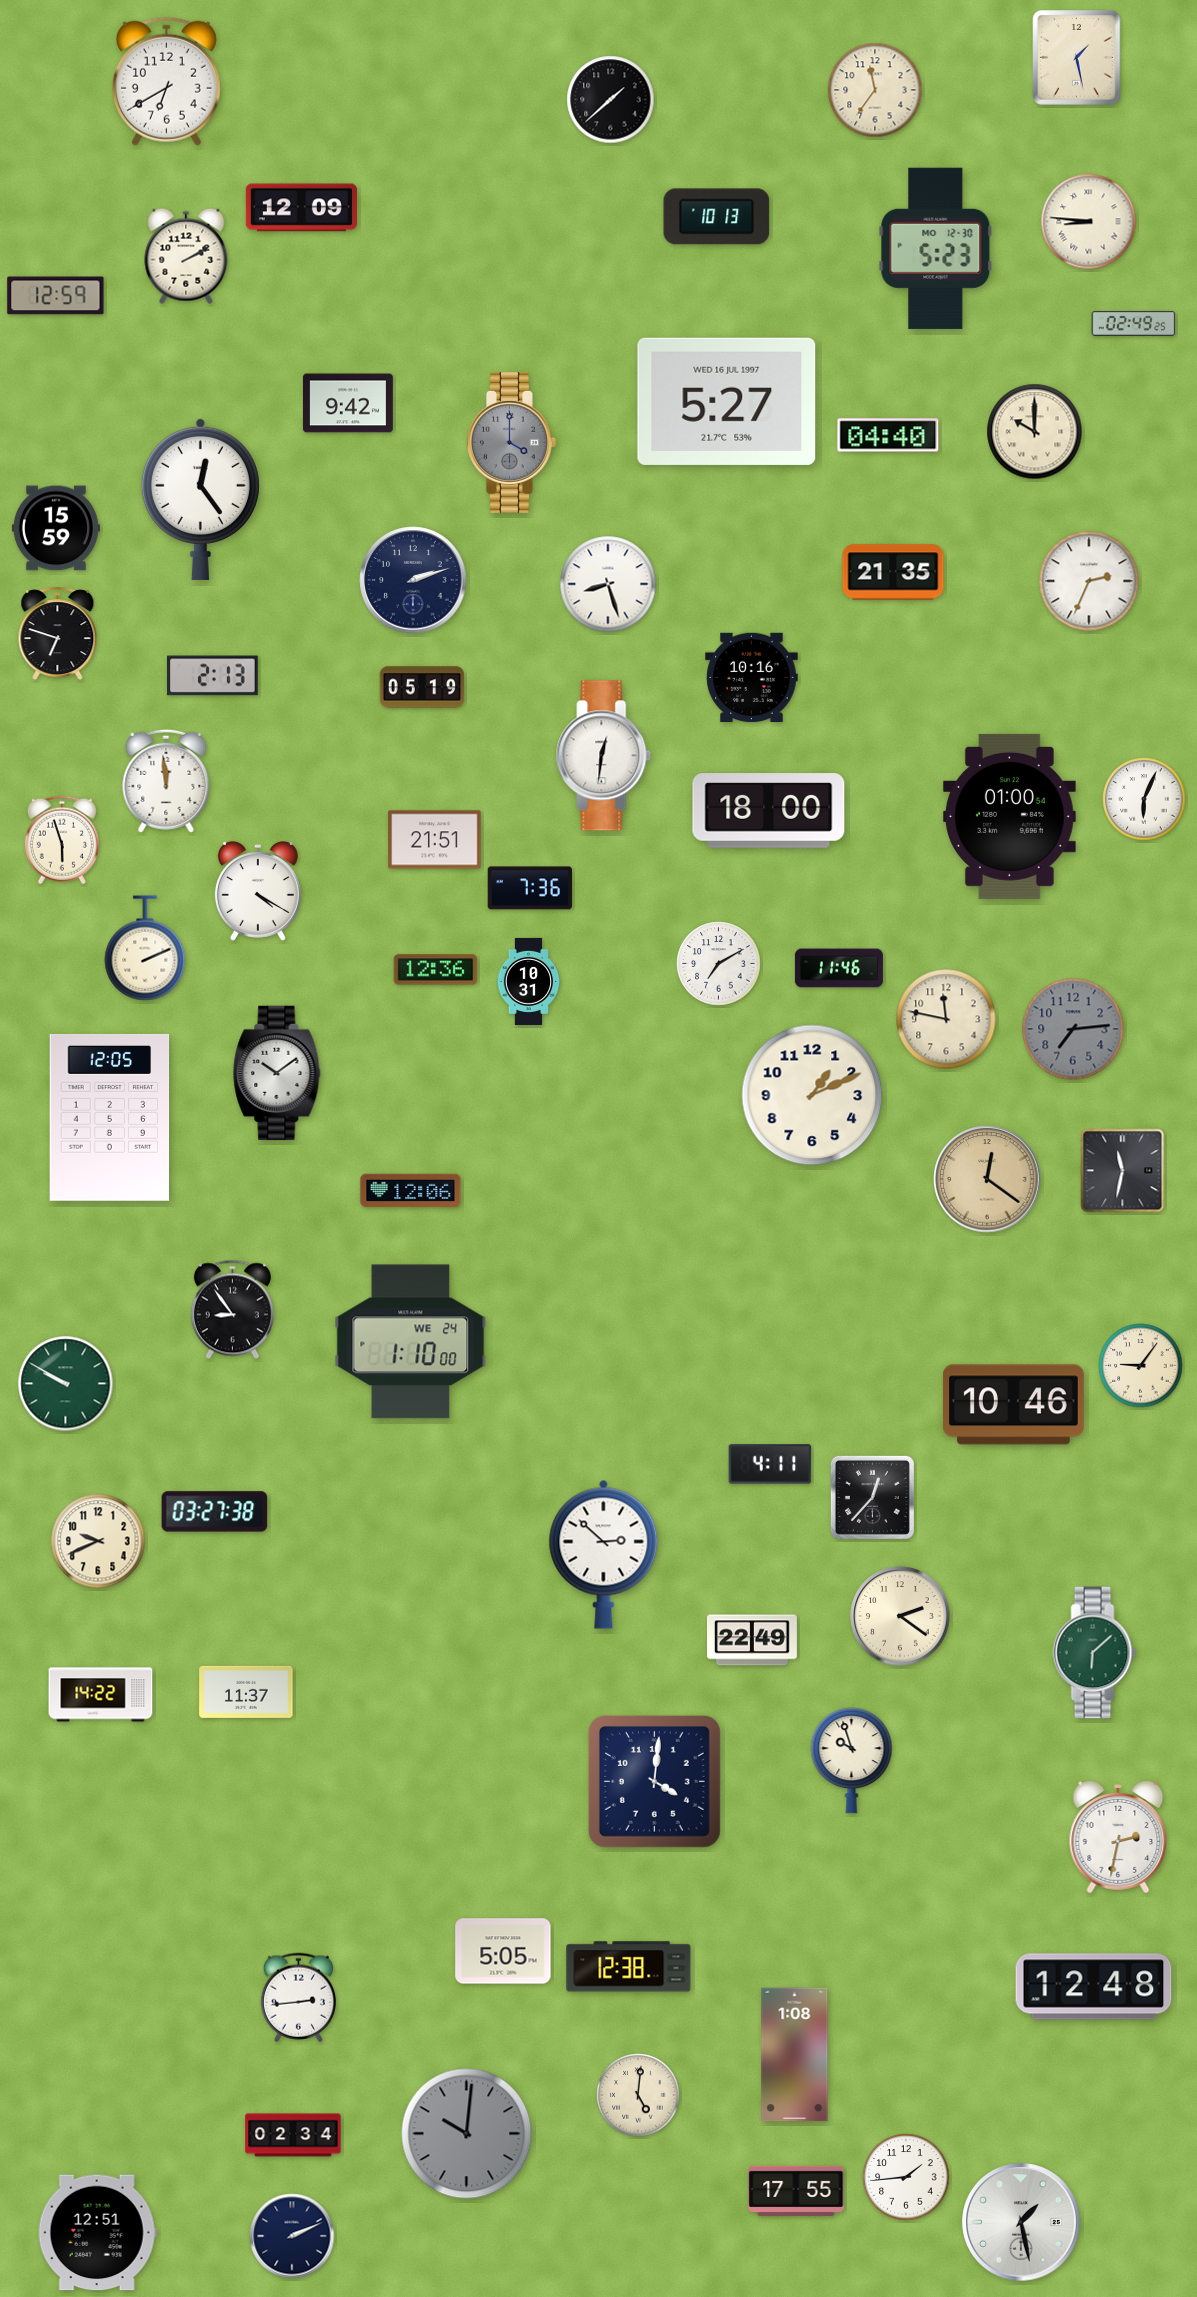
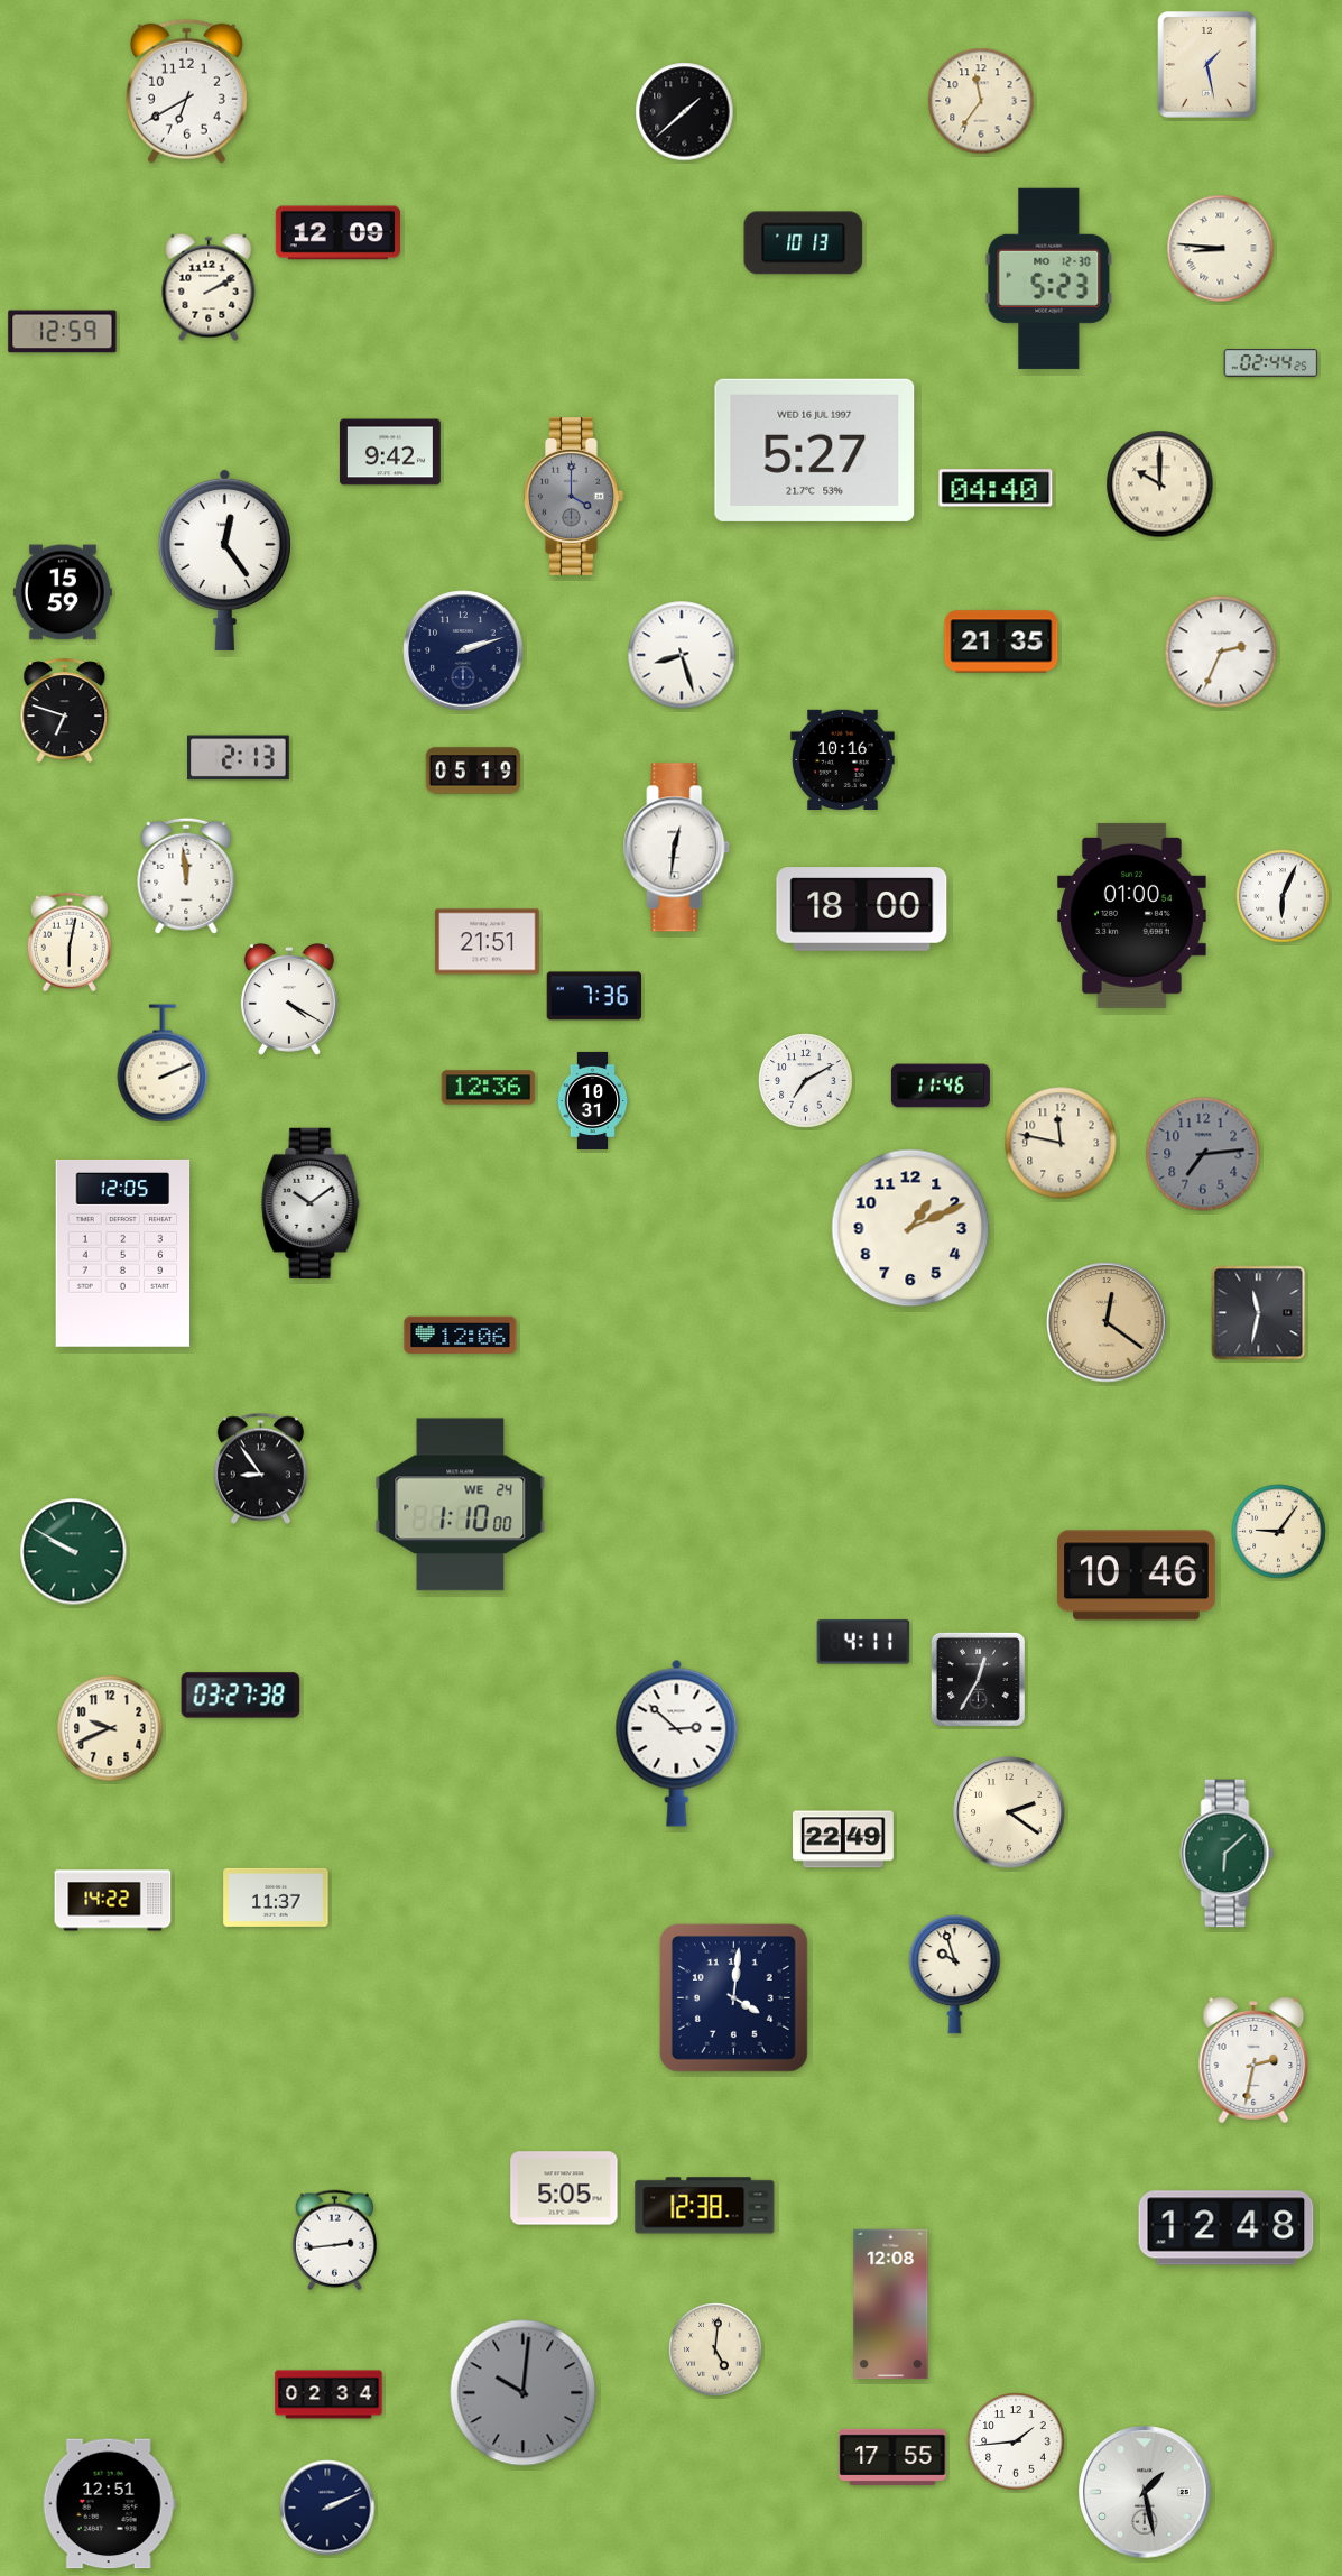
clock at (1134, 323): 02:49 -> 02:44
clock at (62, 840): 5:57 -> 6:02
clock at (872, 1497): 12:37 -> 12:35
clock at (795, 2055): 1:08 -> 12:08
